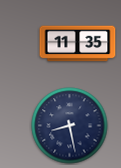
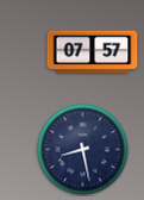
clock at (78, 44): 11:35 -> 07:57
